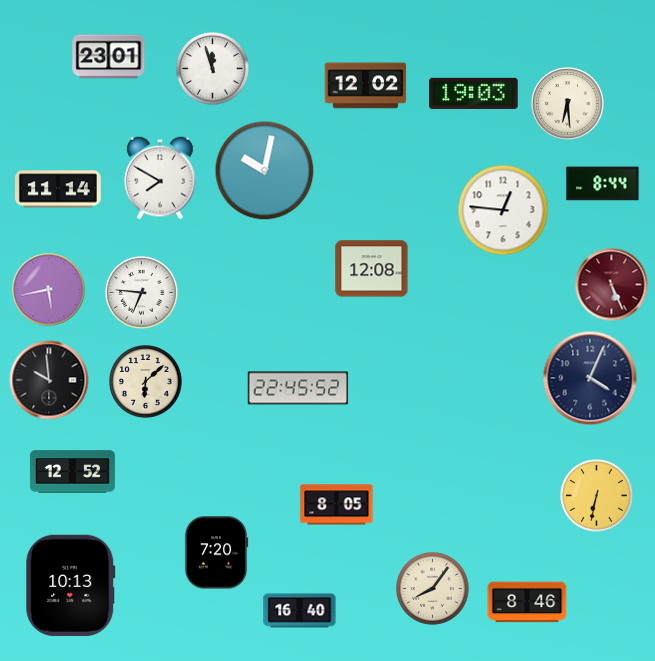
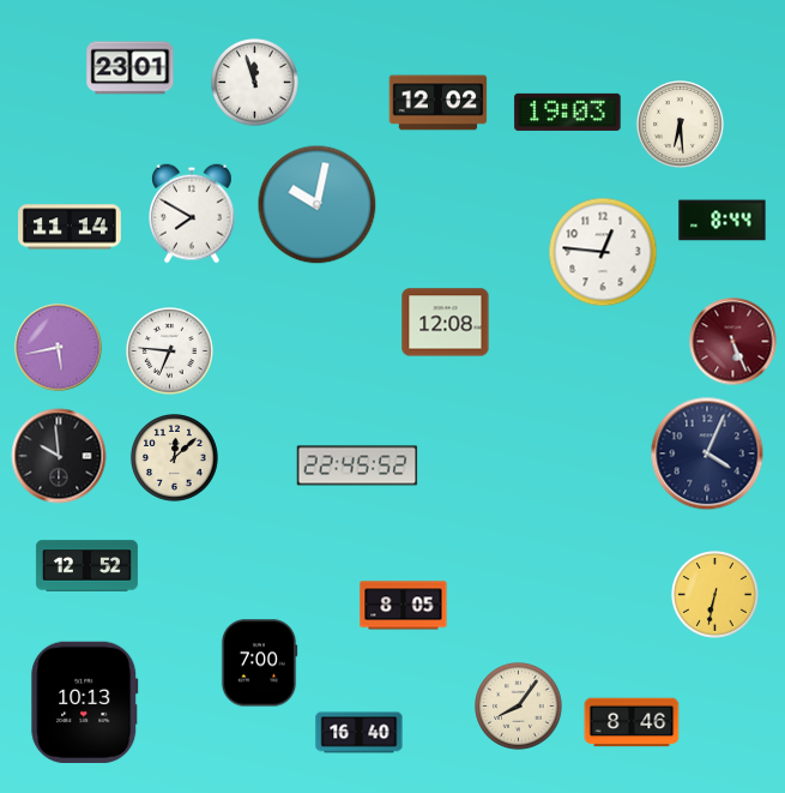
clock at (146, 382): 6:08 -> 12:08
clock at (216, 553): 7:20 -> 7:00
